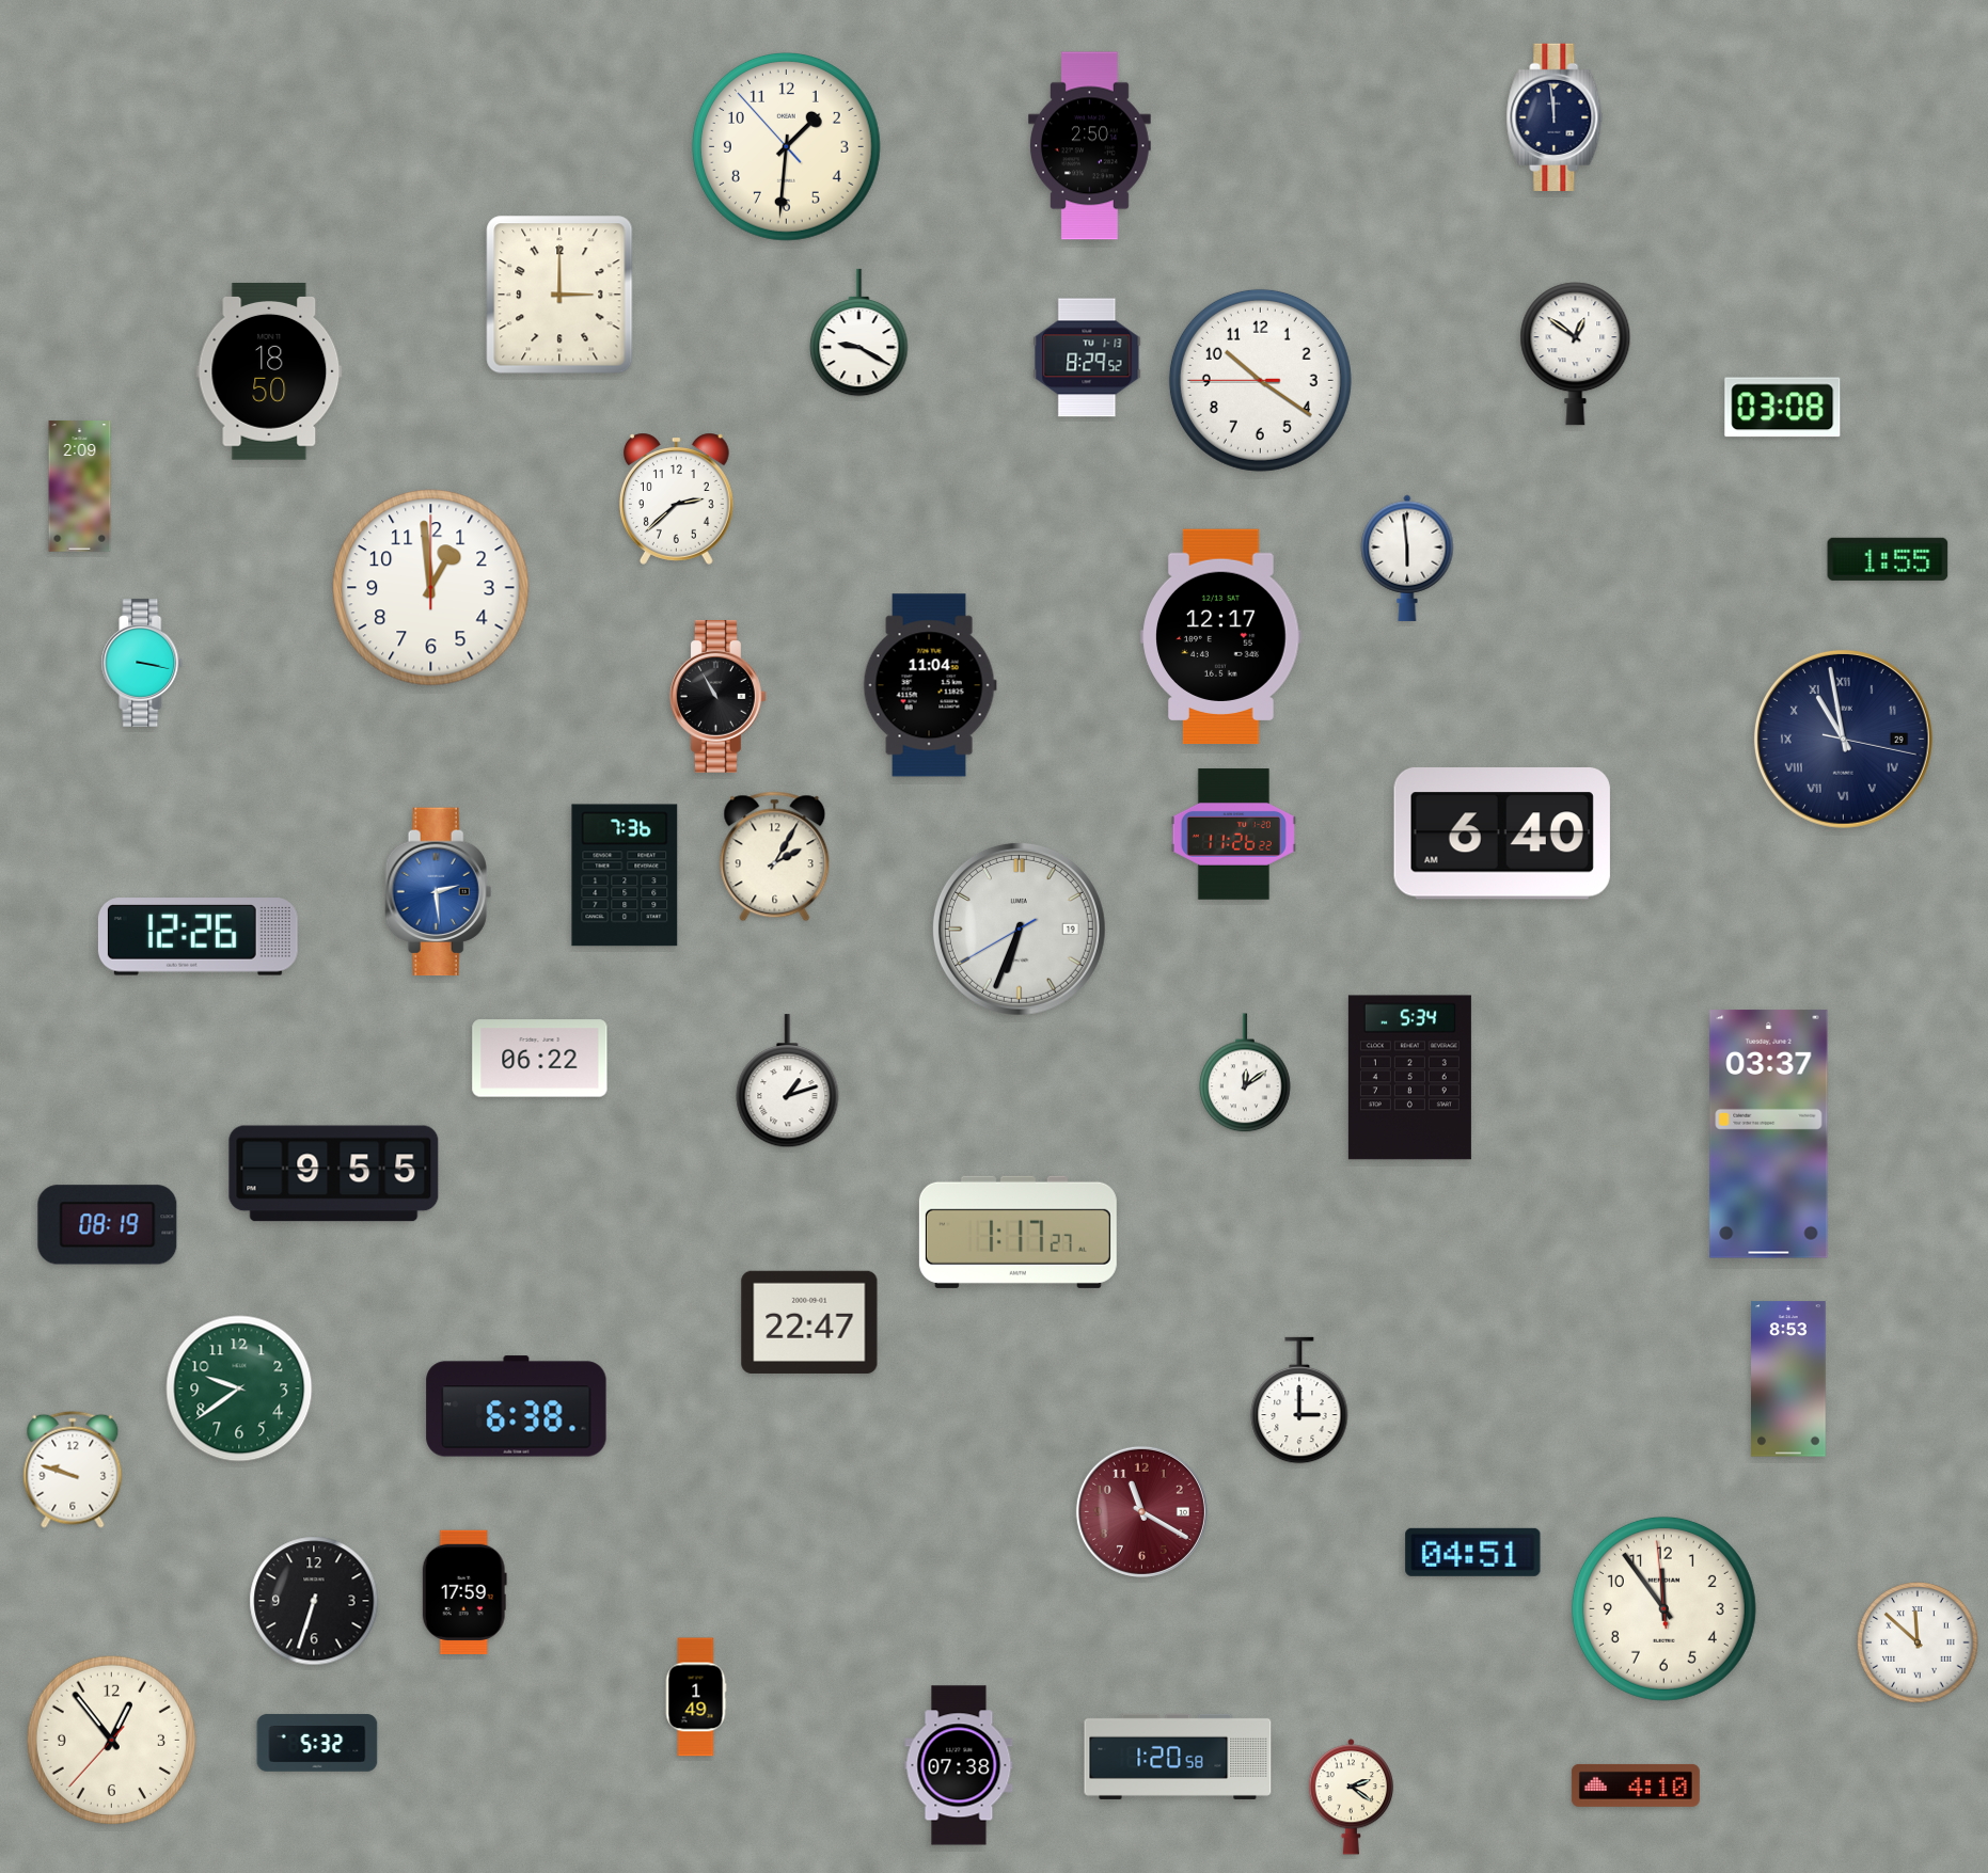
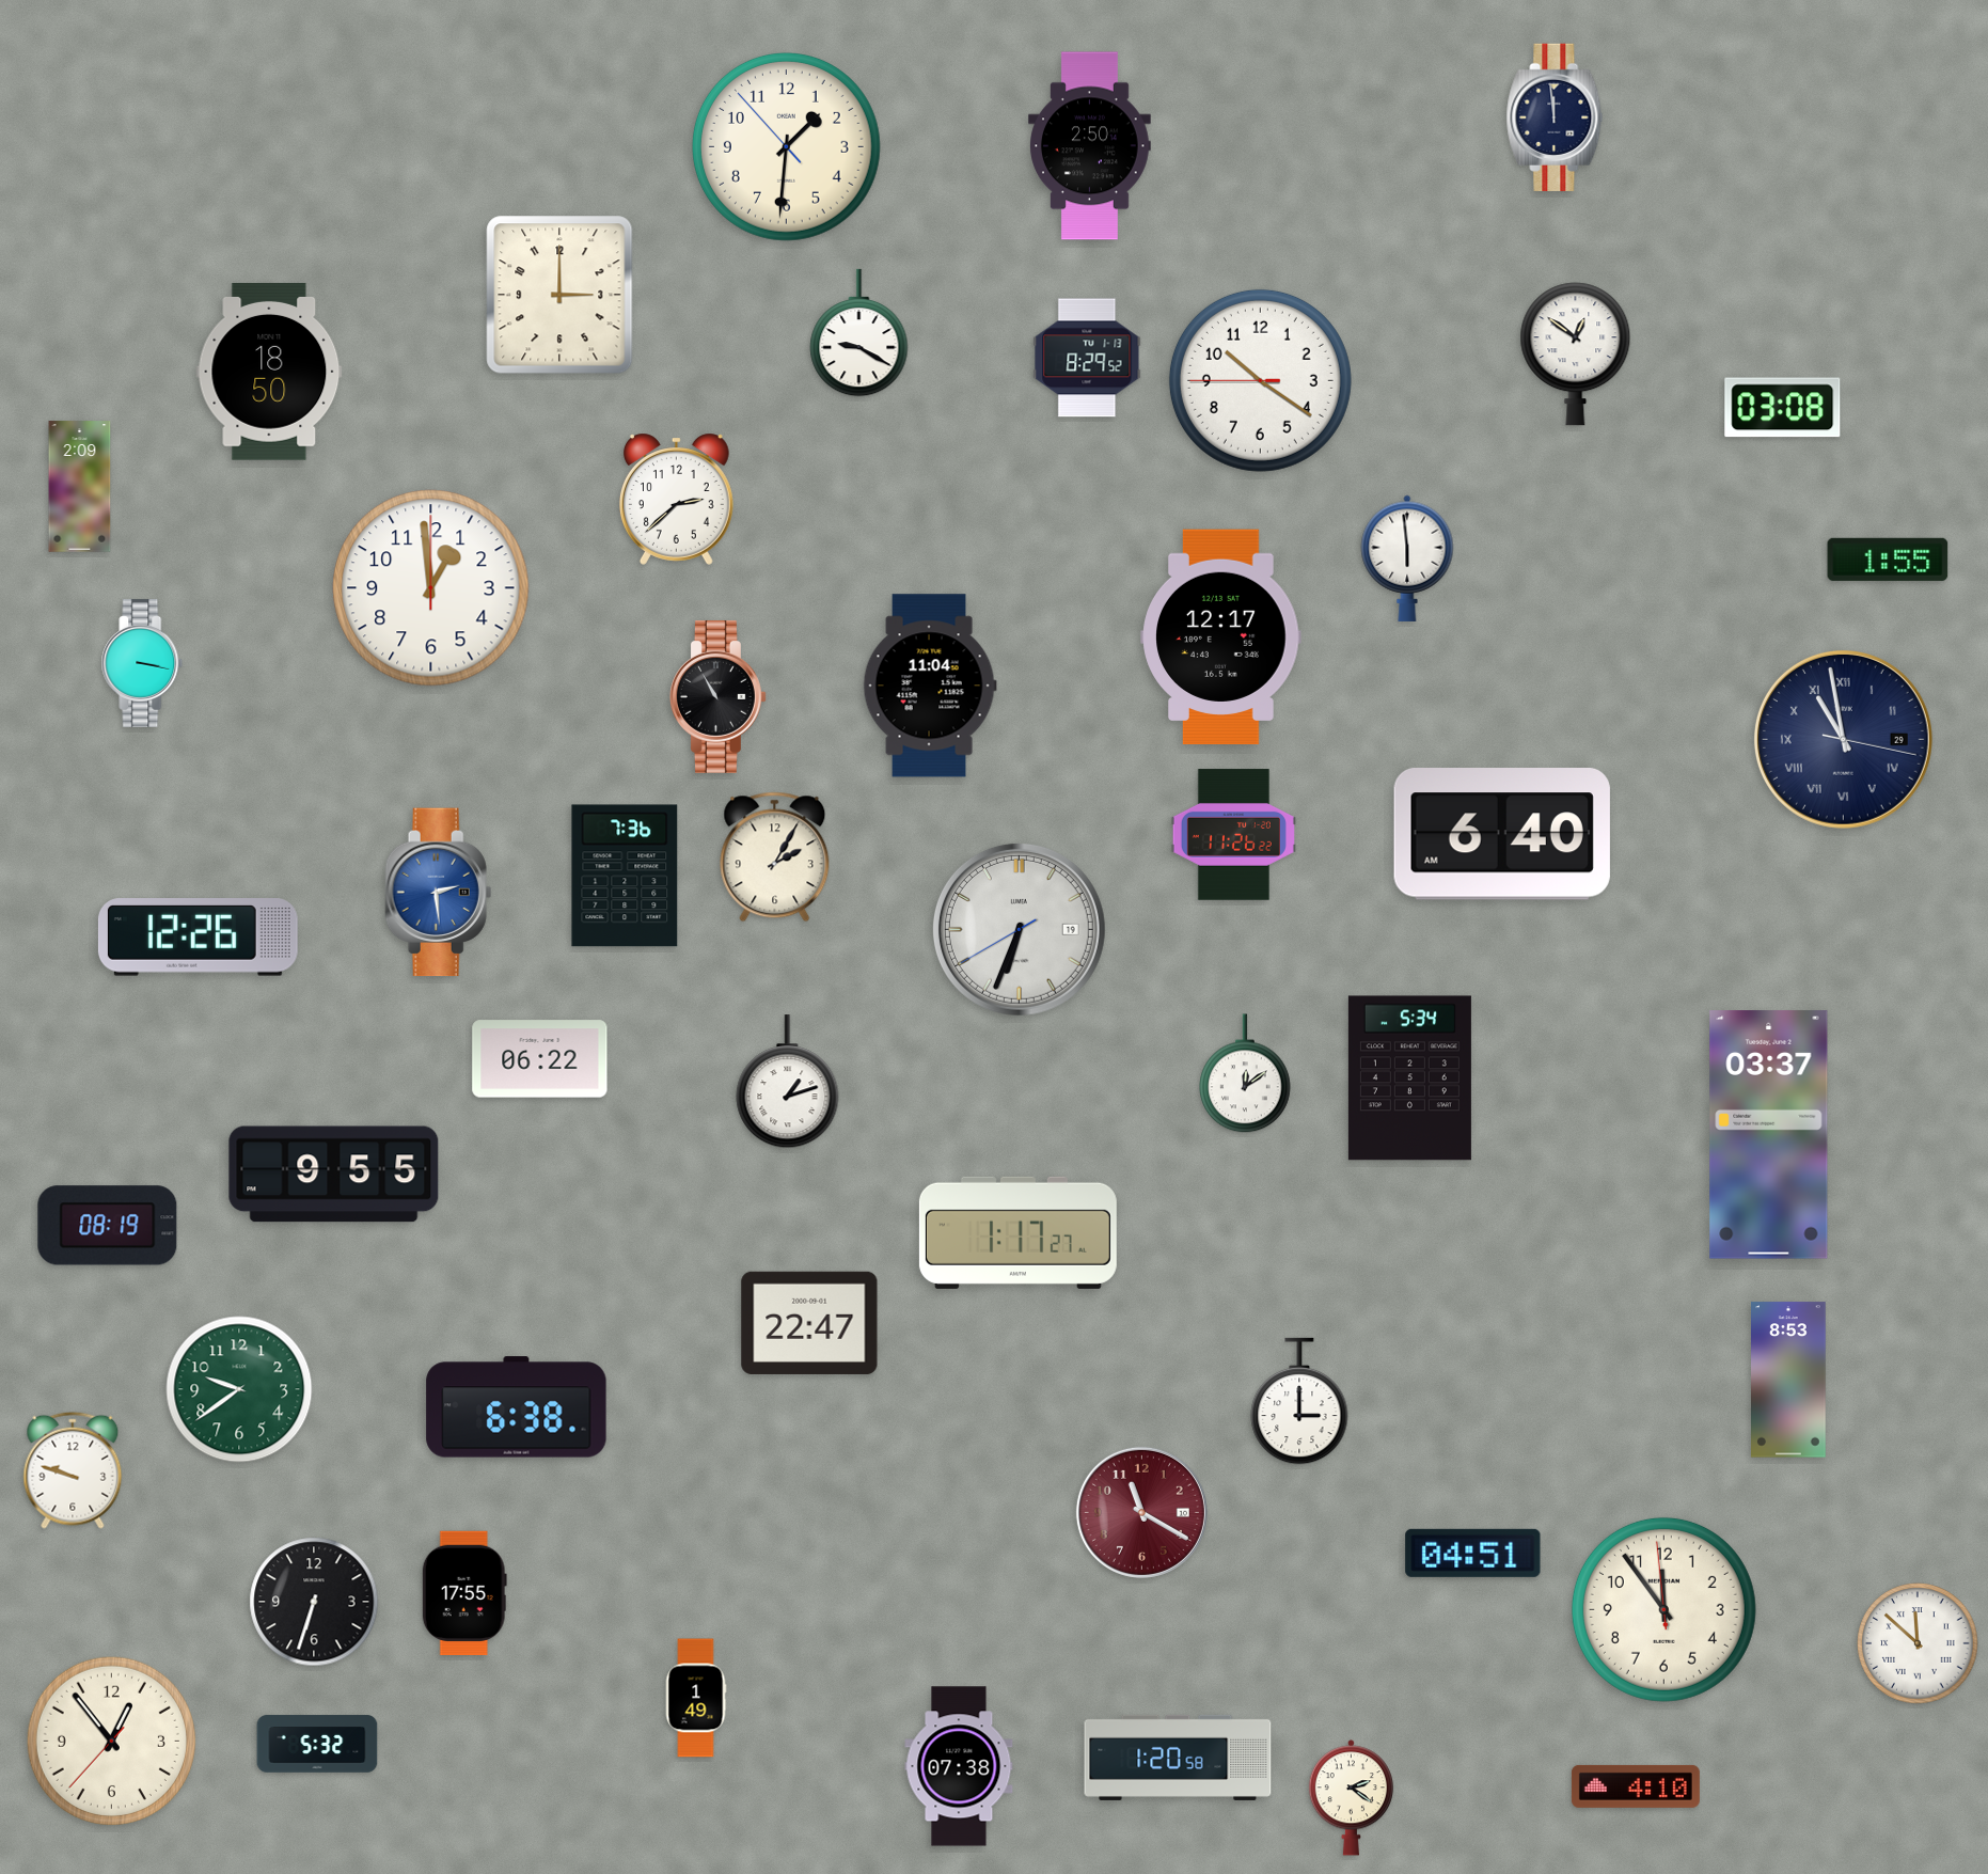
clock at (464, 1591): 17:59 -> 17:55
